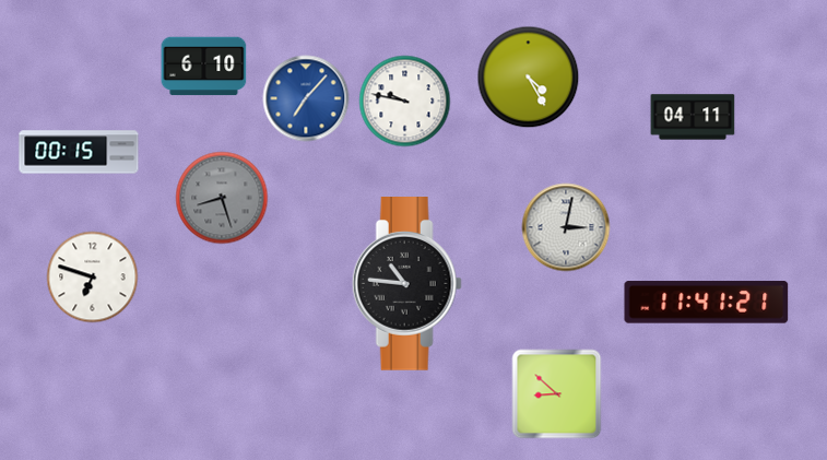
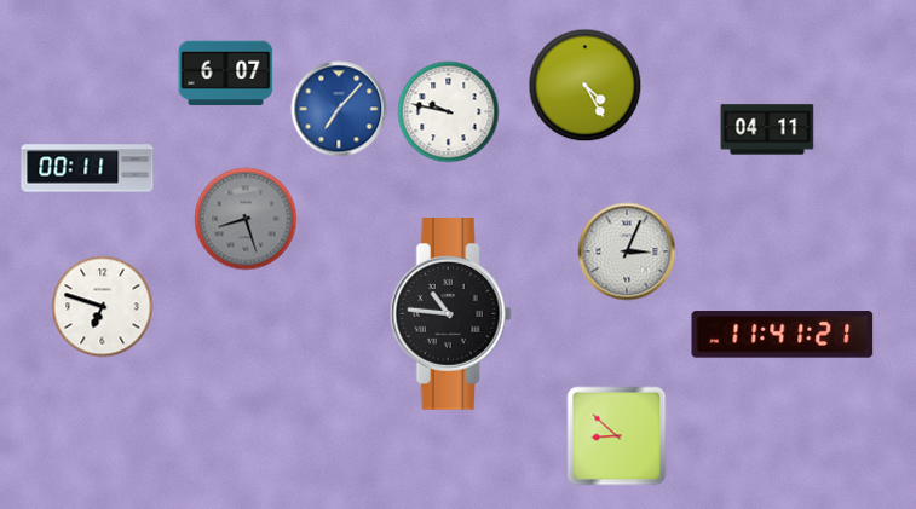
clock at (204, 67): 6:10 -> 6:07
clock at (79, 152): 00:15 -> 00:11
clock at (566, 227): 3:02 -> 3:04
